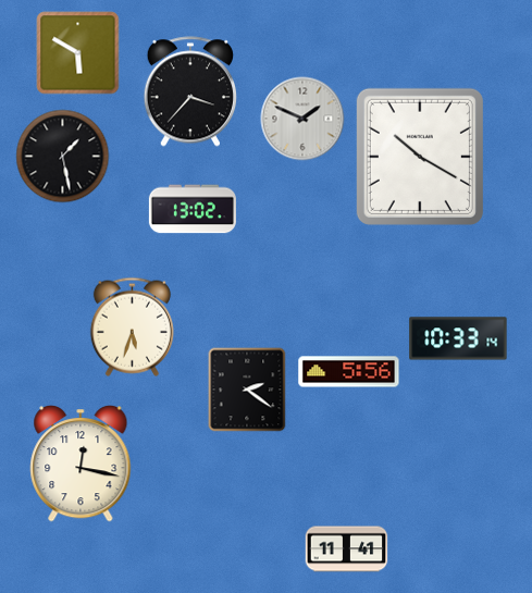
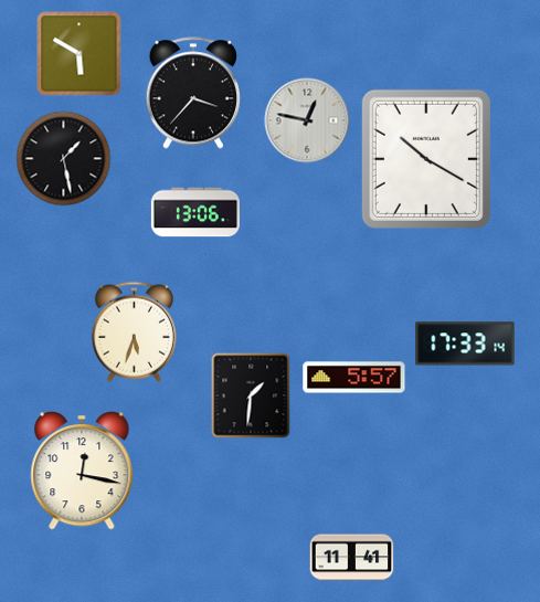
clock at (302, 119): 1:49 -> 12:47
clock at (193, 209): 13:02 -> 13:06
clock at (458, 338): 10:33 -> 17:33
clock at (349, 372): 5:56 -> 5:57
clock at (247, 390): 2:21 -> 1:31
